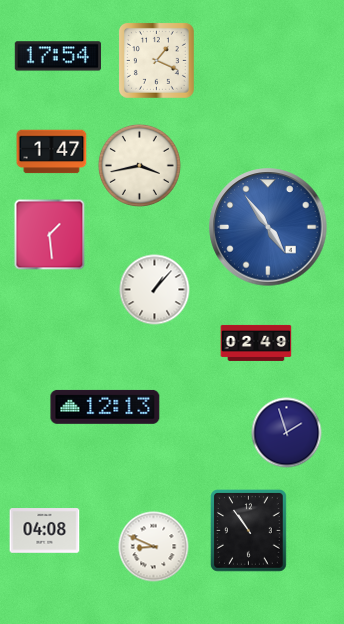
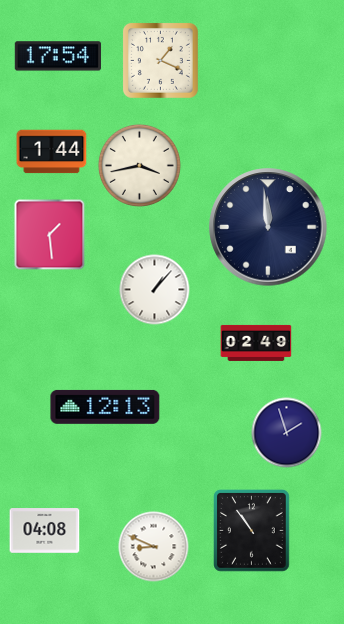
clock at (156, 60) position: (156, 60) -> (160, 60)
clock at (52, 152): 1:47 -> 1:44
clock at (268, 227): 4:54 -> 11:59
clock at (268, 227) dial: blue -> navy
clock at (249, 531) position: (249, 531) -> (252, 531)
